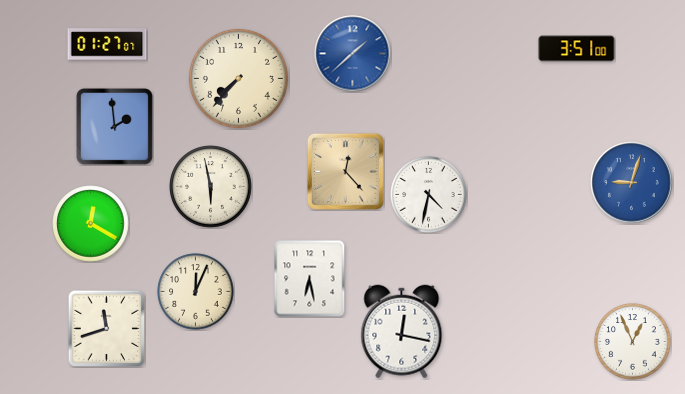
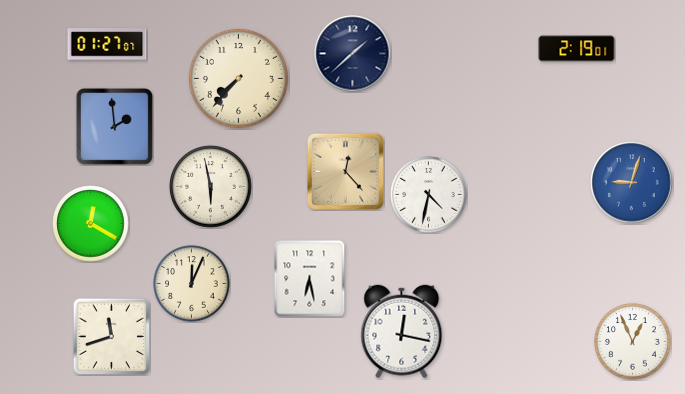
clock at (577, 49): 3:51 -> 2:19
clock at (353, 54) dial: blue -> navy
clock at (196, 292) position: (196, 292) -> (192, 284)
clock at (106, 328) position: (106, 328) -> (111, 336)
